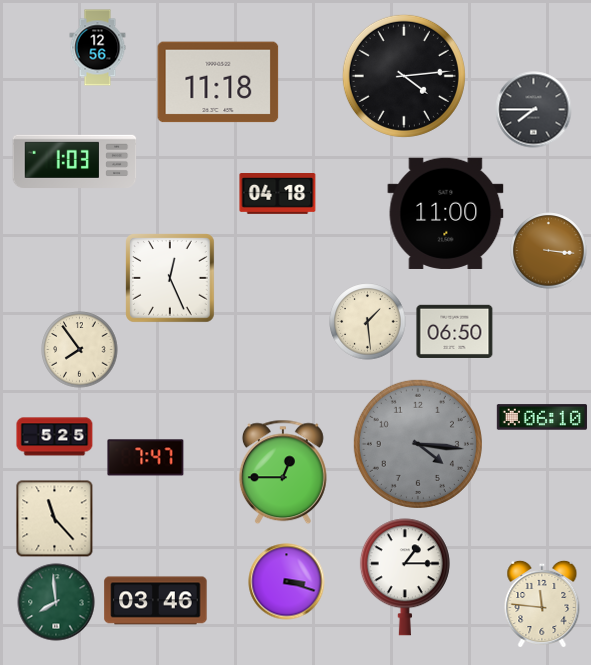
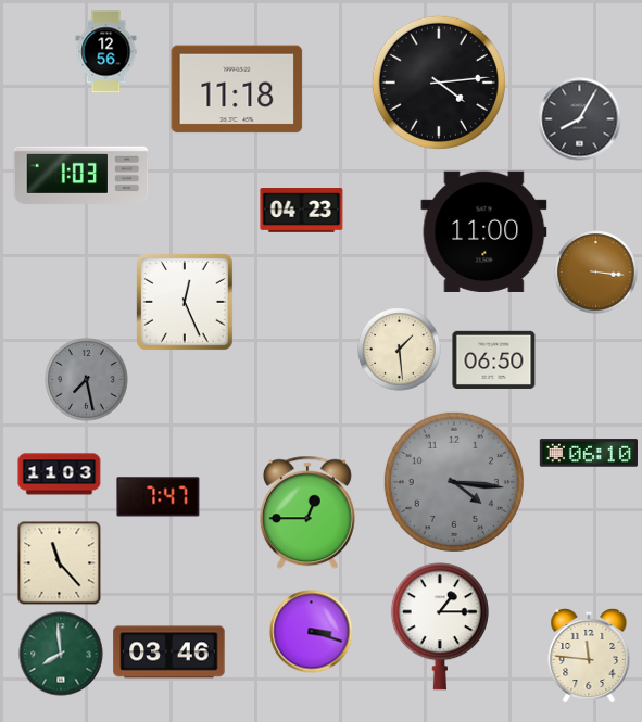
clock at (534, 110): 7:45 -> 8:05
clock at (278, 194): 04:18 -> 04:23
clock at (80, 350): 7:54 -> 7:28
clock at (80, 350) dial: cream -> grey
clock at (55, 437): 5:25 -> 11:03
